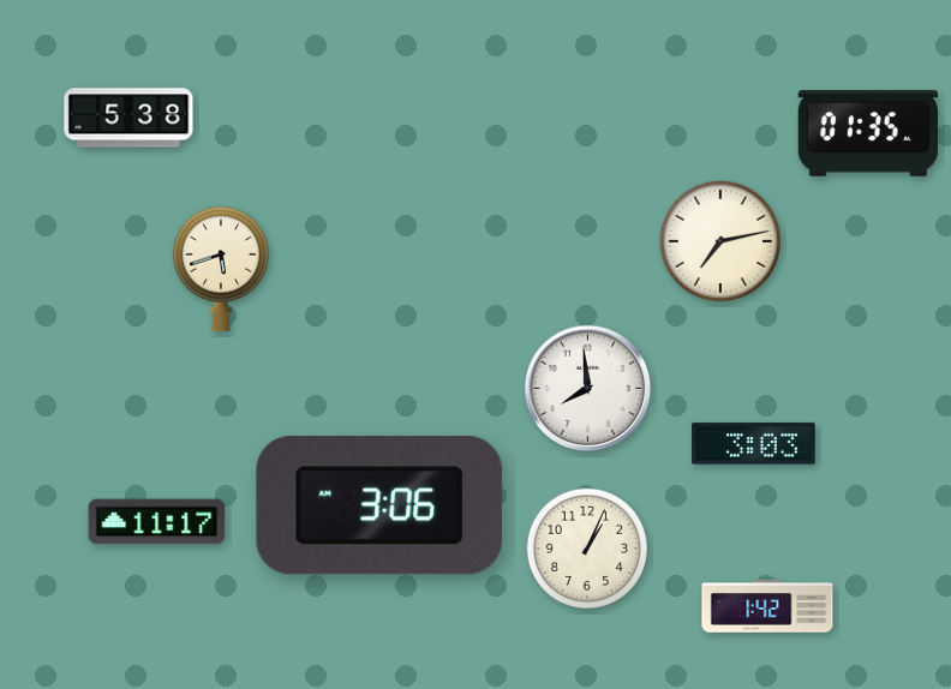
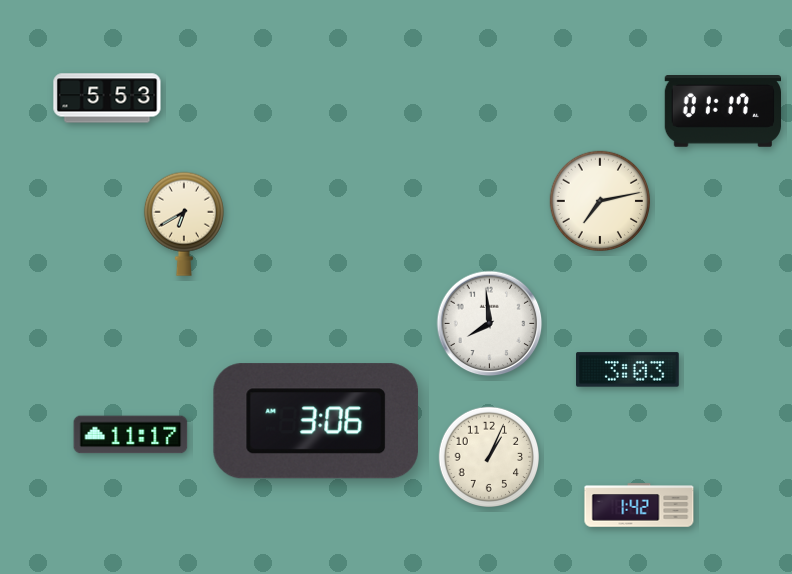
clock at (128, 118): 5:38 -> 5:53
clock at (867, 134): 01:35 -> 01:17
clock at (221, 269): 5:42 -> 6:40
